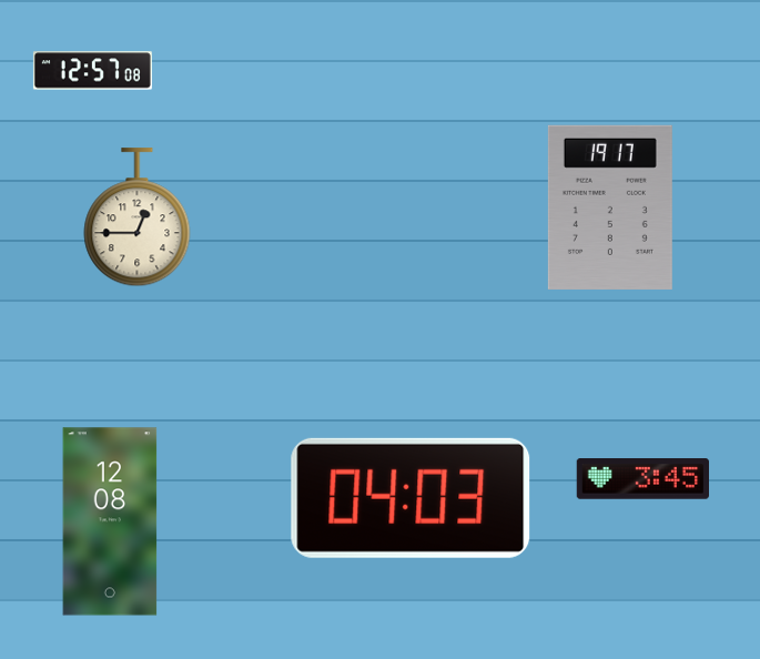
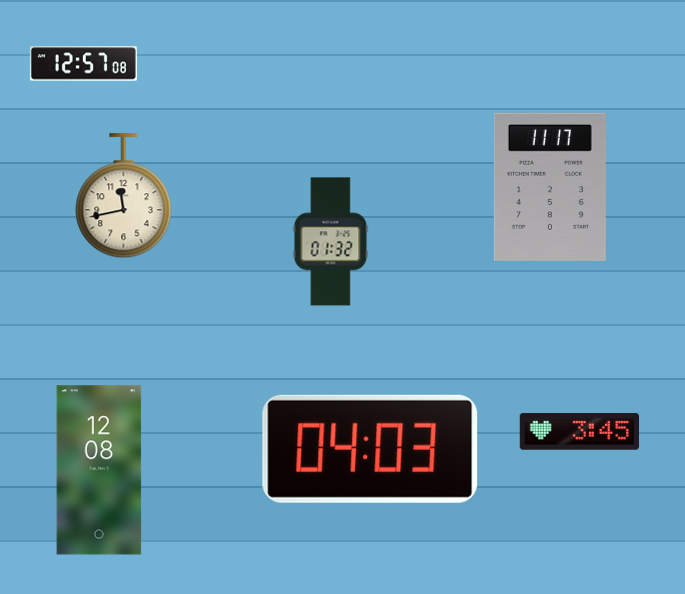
clock at (610, 207): 19:17 -> 11:17
clock at (138, 217): 12:45 -> 11:43
clock at (331, 242): none -> 01:32
